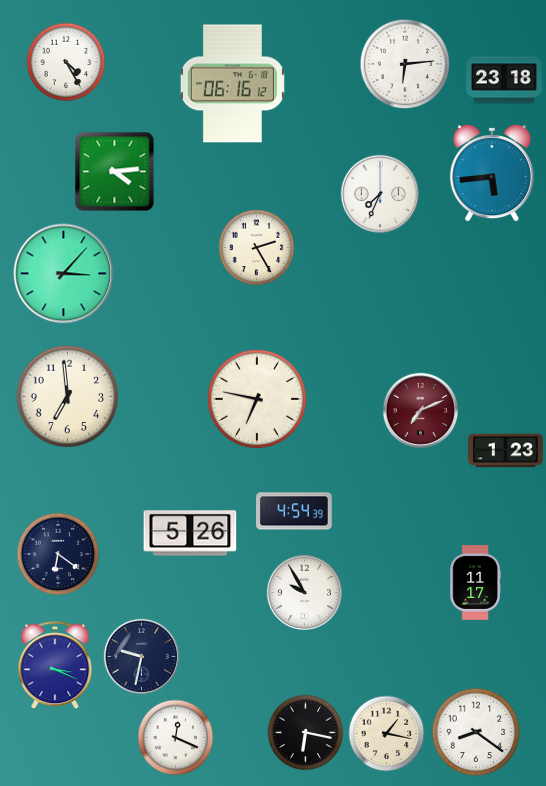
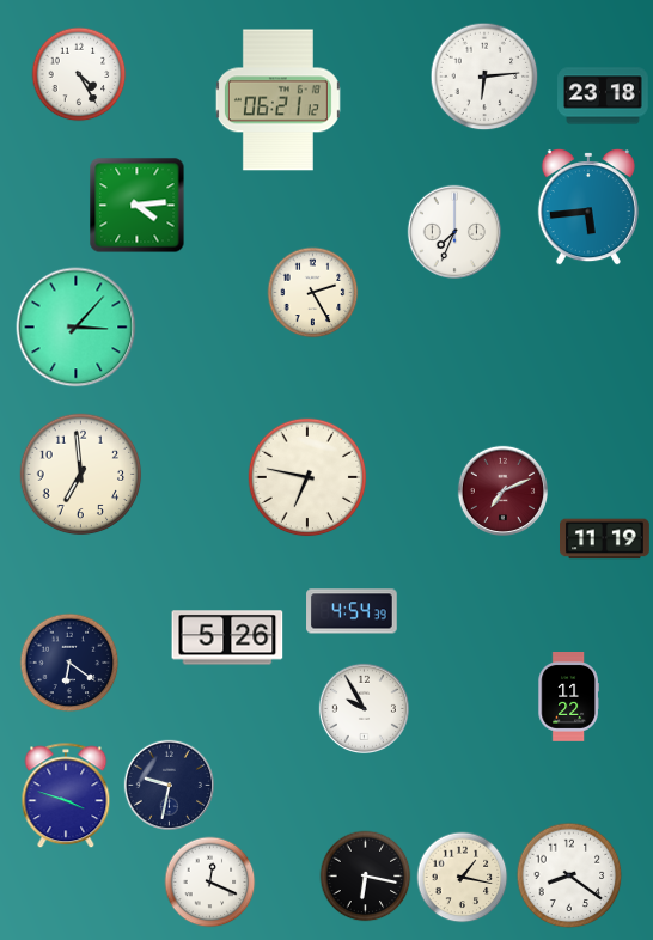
clock at (232, 84): 06:16 -> 06:21
clock at (257, 248) position: (257, 248) -> (313, 293)
clock at (506, 451): 1:23 -> 11:19
clock at (475, 583): 11:17 -> 11:22
clock at (55, 666): 3:19 -> 3:48
